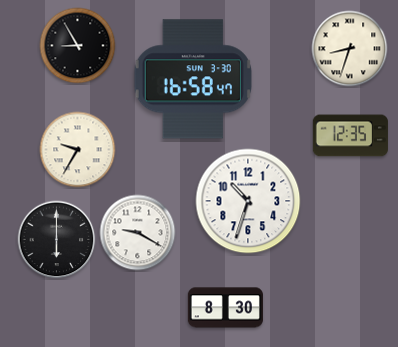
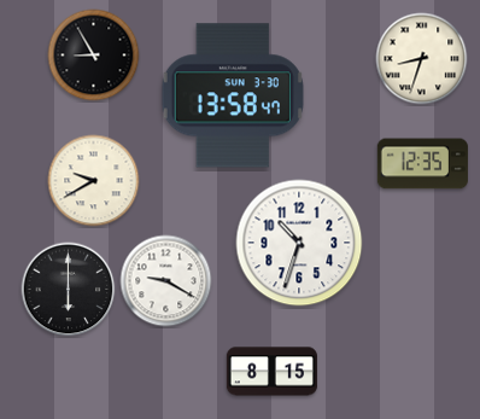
clock at (193, 79): 16:58 -> 13:58
clock at (78, 150): 9:35 -> 9:40
clock at (225, 308): 8:30 -> 8:15
